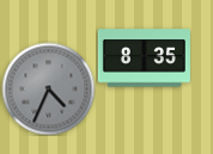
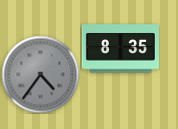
clock at (48, 88): 4:34 -> 4:36
